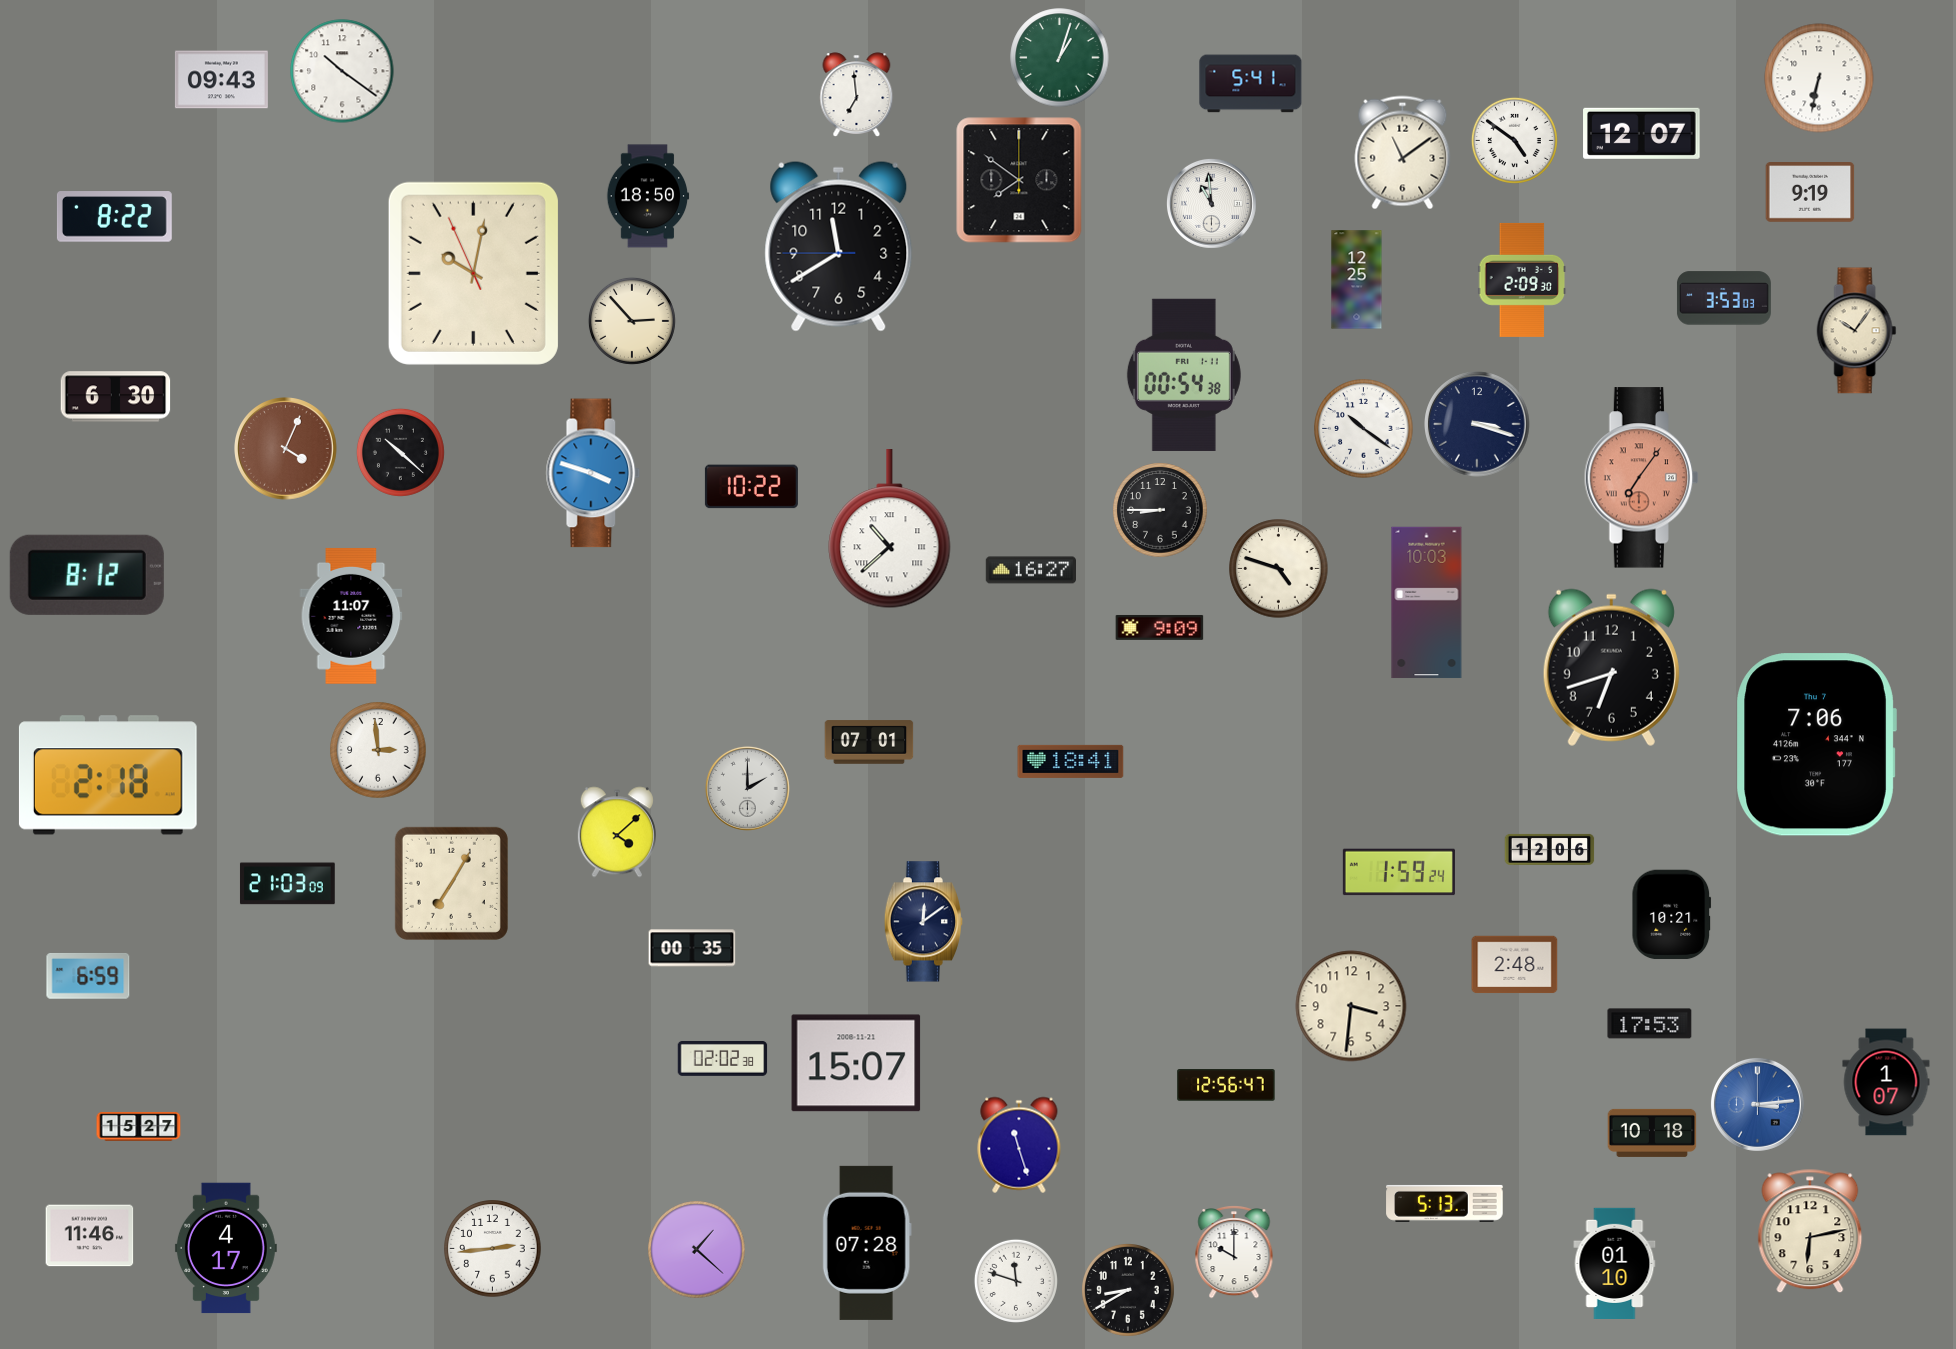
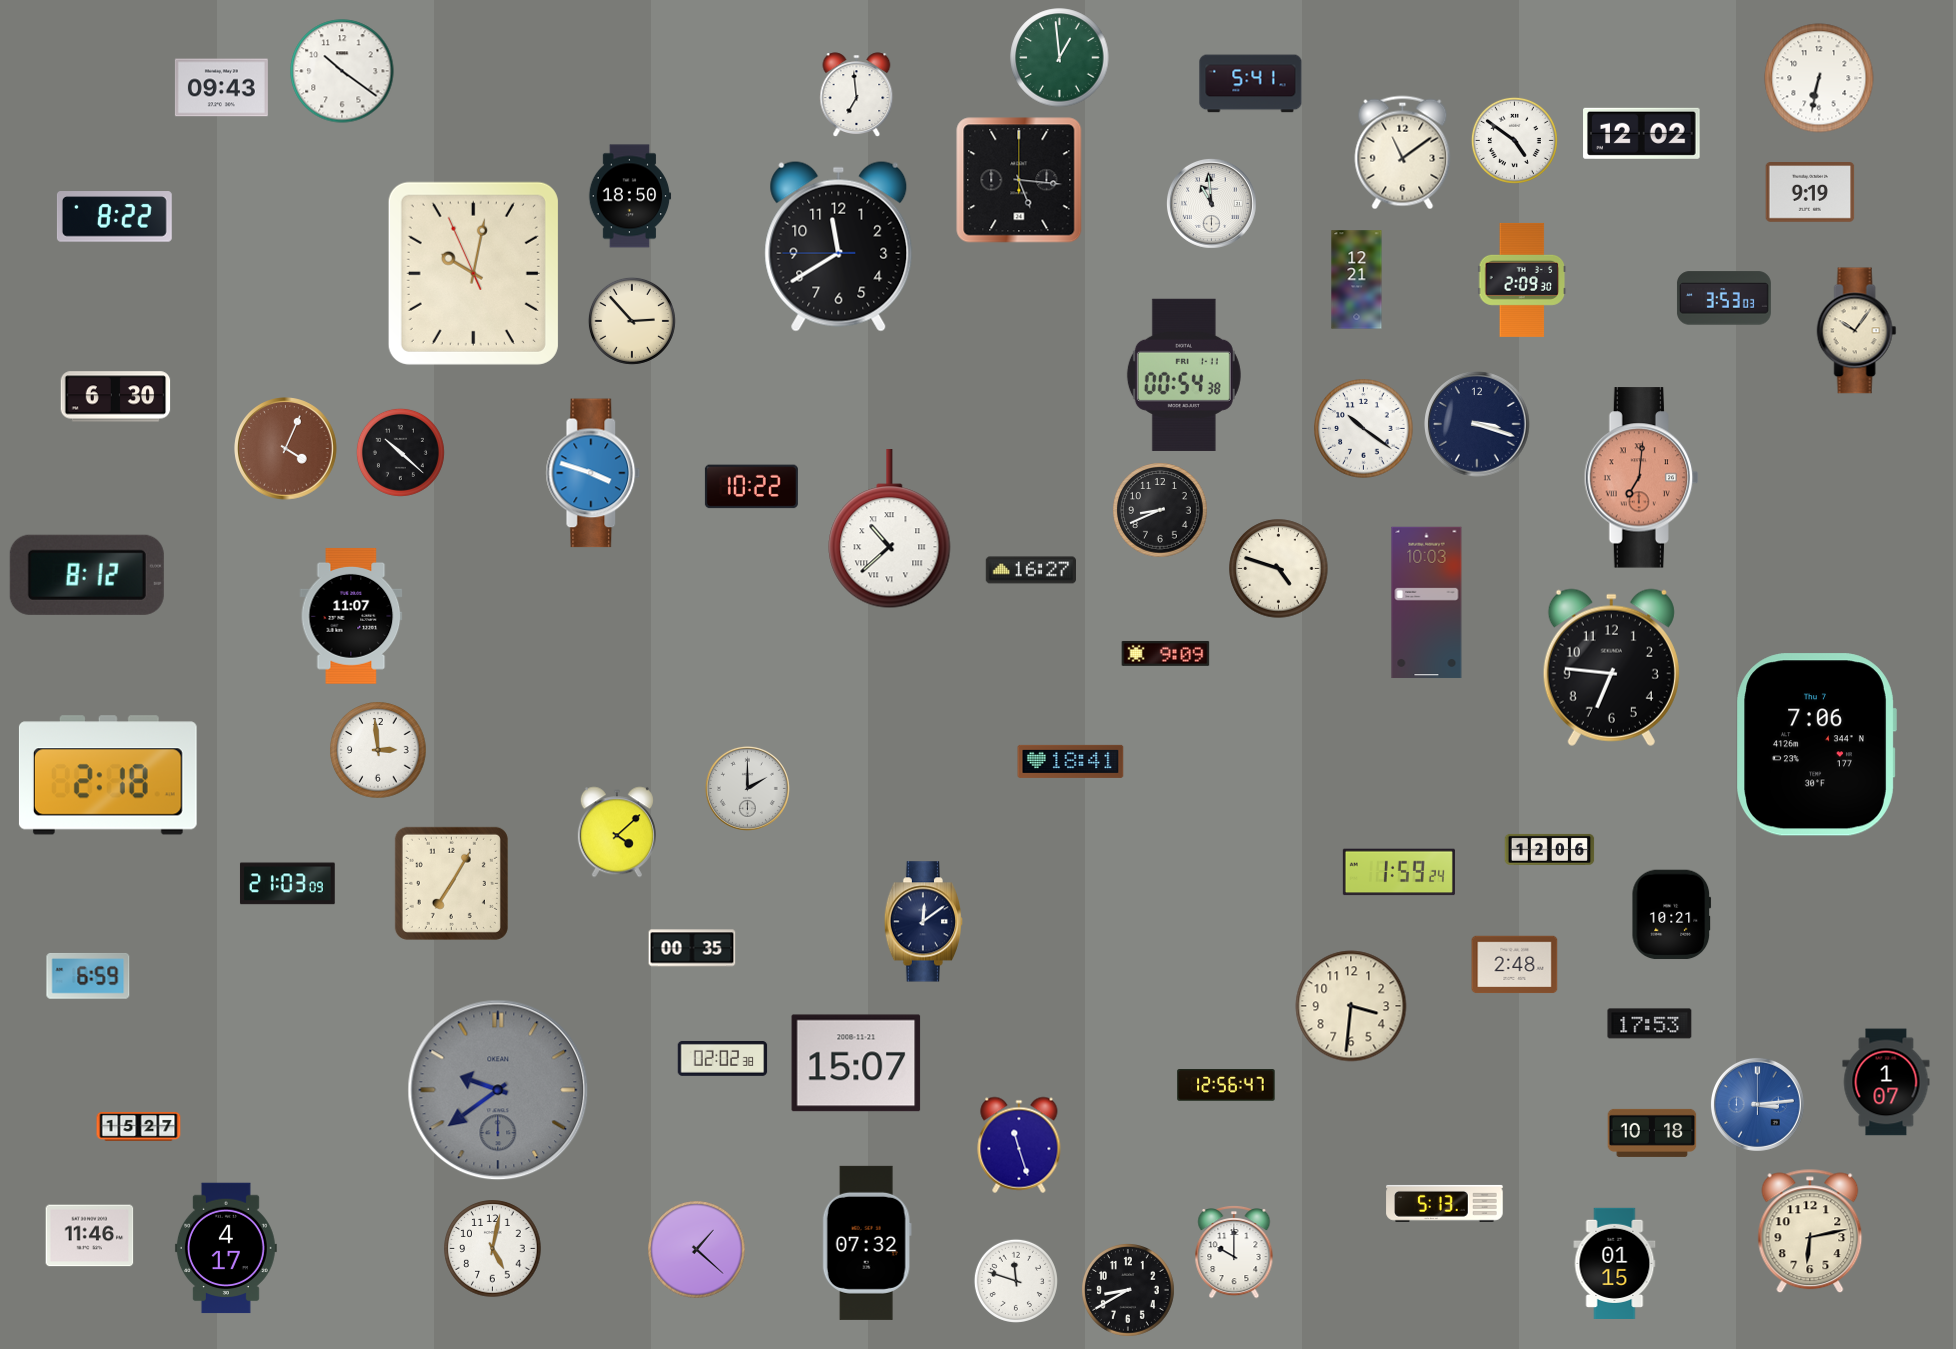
clock at (1060, 58): 1:03 -> 12:59
clock at (221, 80) position: (221, 80) -> (221, 88)
clock at (1642, 133): 12:07 -> 12:02
clock at (1019, 180): 7:51 -> 5:16
clock at (648, 196) position: (648, 196) -> (630, 196)
clock at (1357, 280): 12:25 -> 12:21
clock at (1641, 478): 7:06 -> 7:01
clock at (1160, 510): 8:45 -> 8:41
clock at (1160, 627) position: (1160, 627) -> (1166, 653)
clock at (1611, 667): 6:42 -> 6:46
clock at (869, 742): 07:01 -> none
clock at (498, 1090): none -> 9:39
clock at (867, 1243): 07:28 -> 07:32
clock at (493, 1249): 2:44 -> 5:02
clock at (1615, 1263): 01:10 -> 01:15
